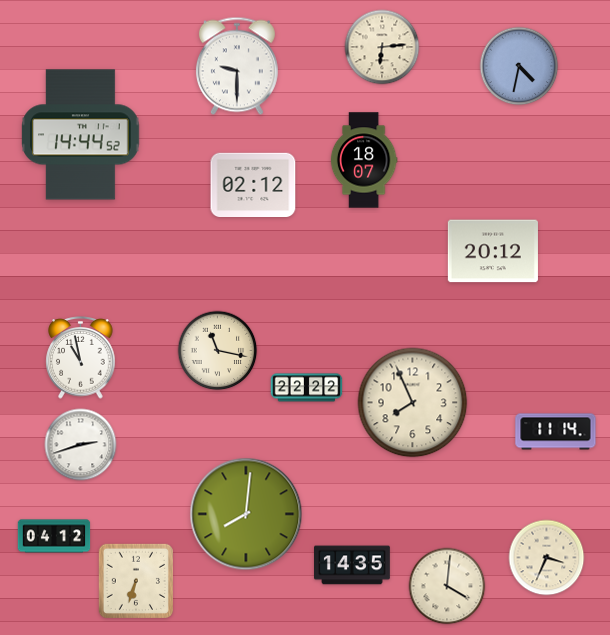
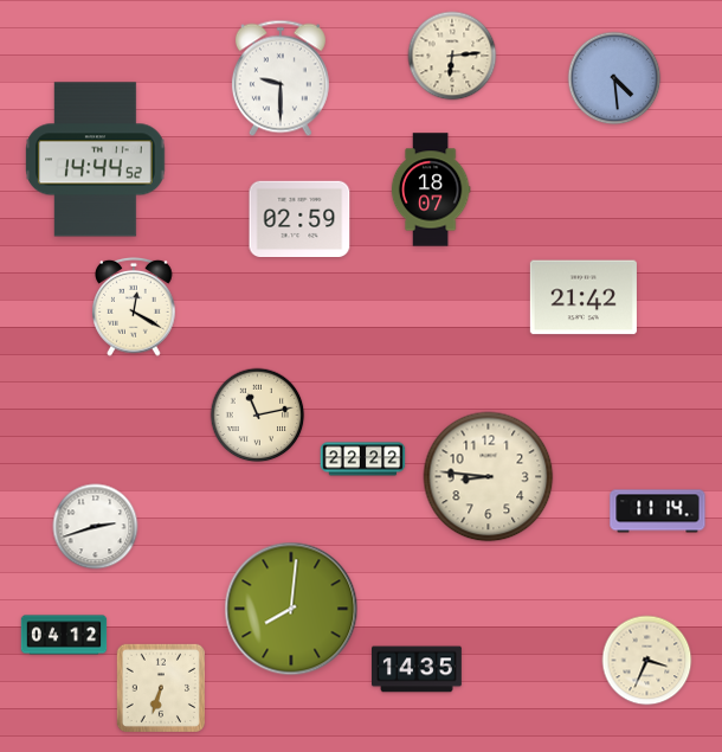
clock at (519, 66): 4:32 -> 4:29
clock at (253, 185): 02:12 -> 02:59
clock at (493, 251): 20:12 -> 21:42
clock at (135, 307): none -> 12:20
clock at (218, 351): 11:17 -> 11:13
clock at (81, 358): 10:58 -> none
clock at (413, 403): 7:56 -> 8:46
clock at (447, 586): 4:01 -> none
